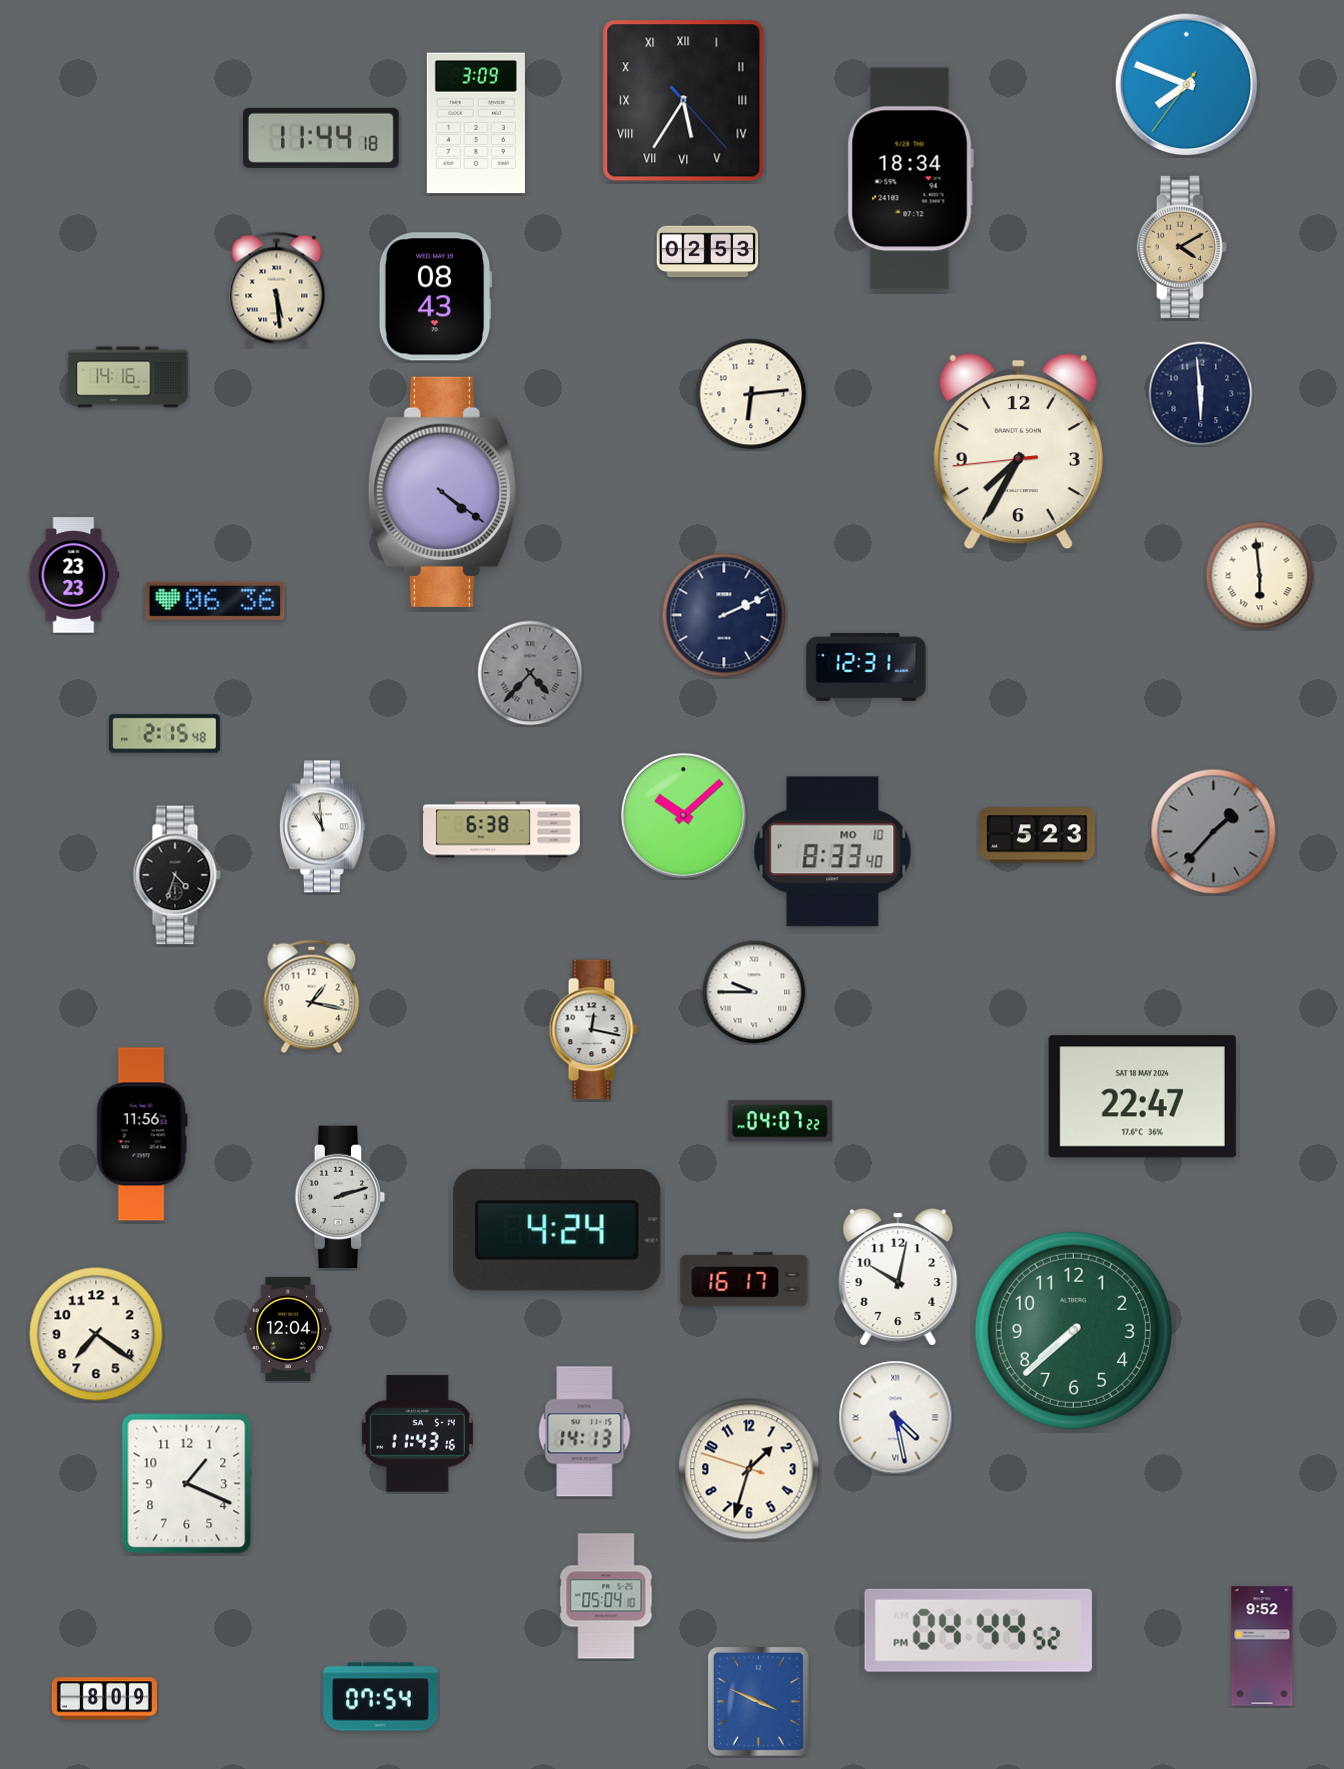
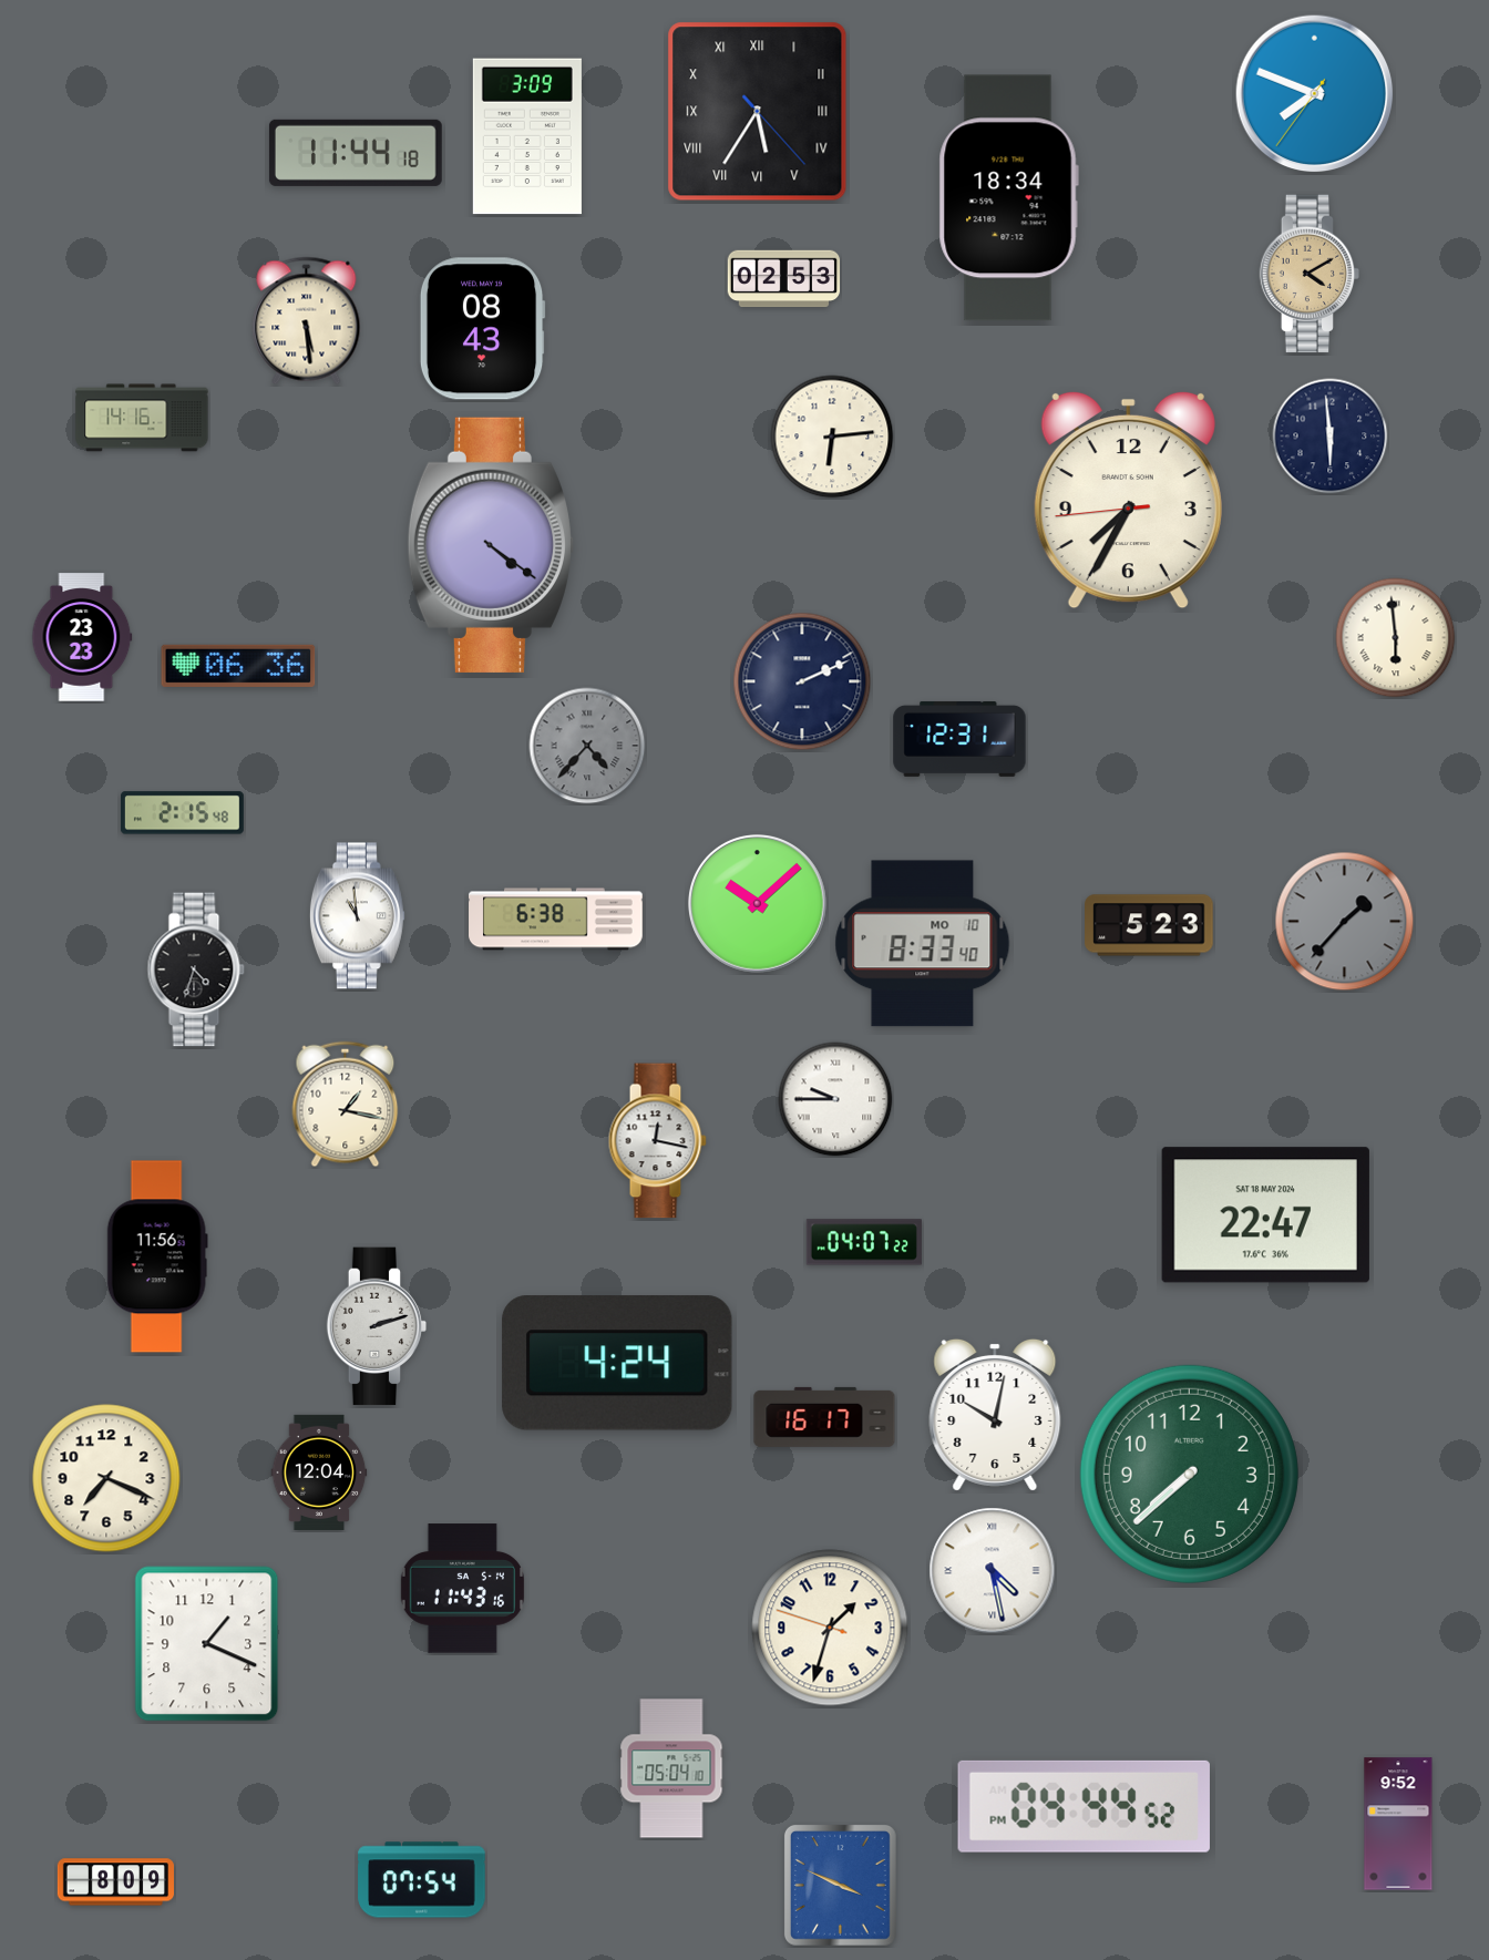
clock at (96, 1334): 7:21 -> 7:19
clock at (585, 1432): 14:13 -> none
